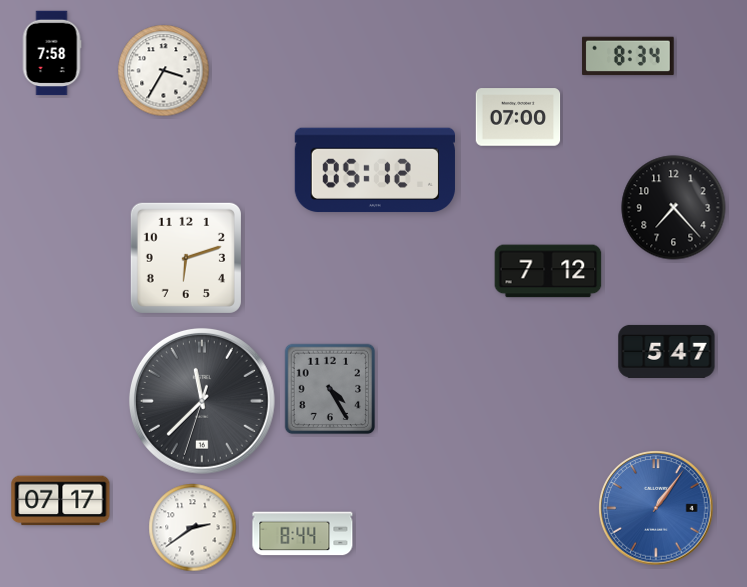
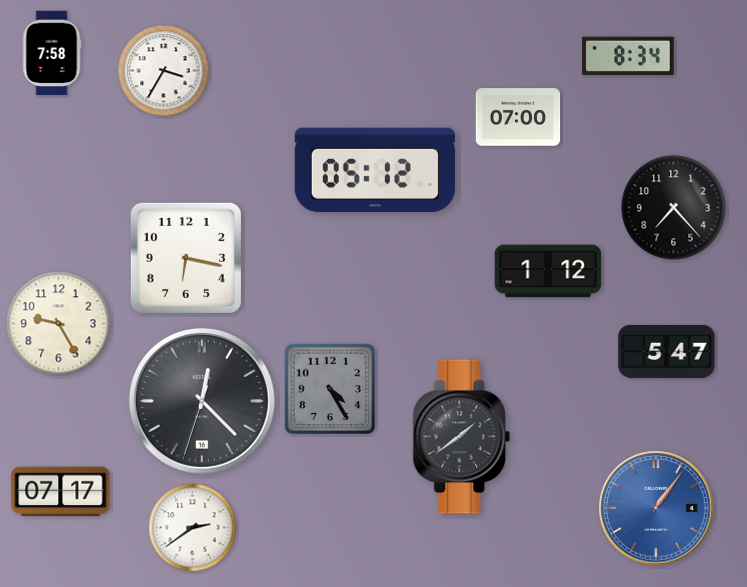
clock at (186, 258): 6:12 -> 6:17
clock at (548, 271): 7:12 -> 1:12
clock at (59, 324): none -> 9:25
clock at (202, 401): 11:37 -> 12:22
clock at (462, 437): none -> 1:39
clock at (61, 501) position: (61, 501) -> (61, 492)
clock at (303, 534): 8:44 -> none
